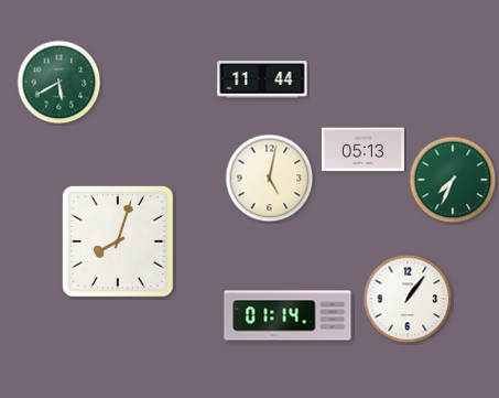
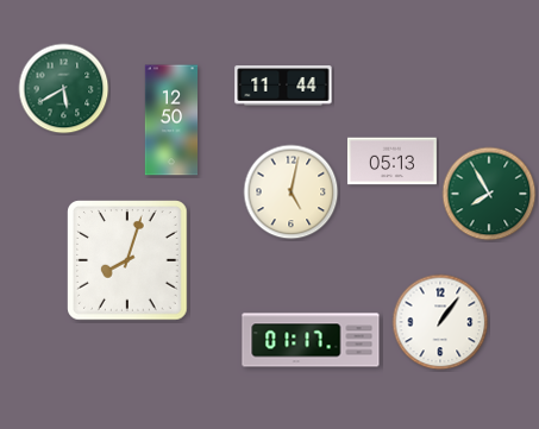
clock at (170, 120): none -> 12:50
clock at (453, 180): 7:34 -> 7:55
clock at (288, 315): 01:14 -> 01:17
